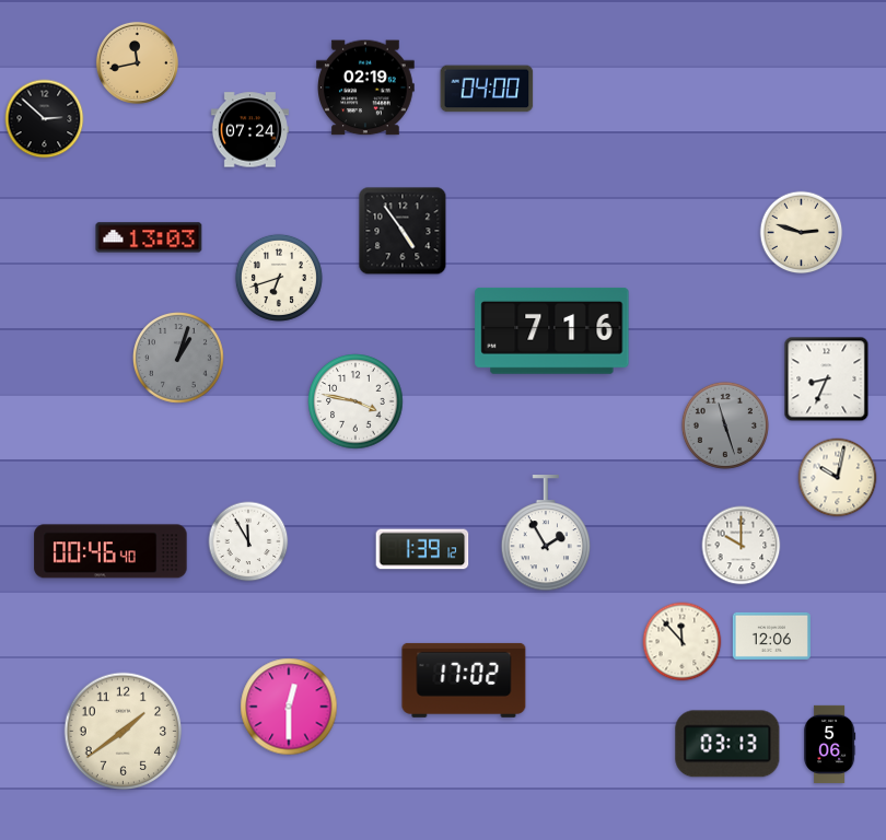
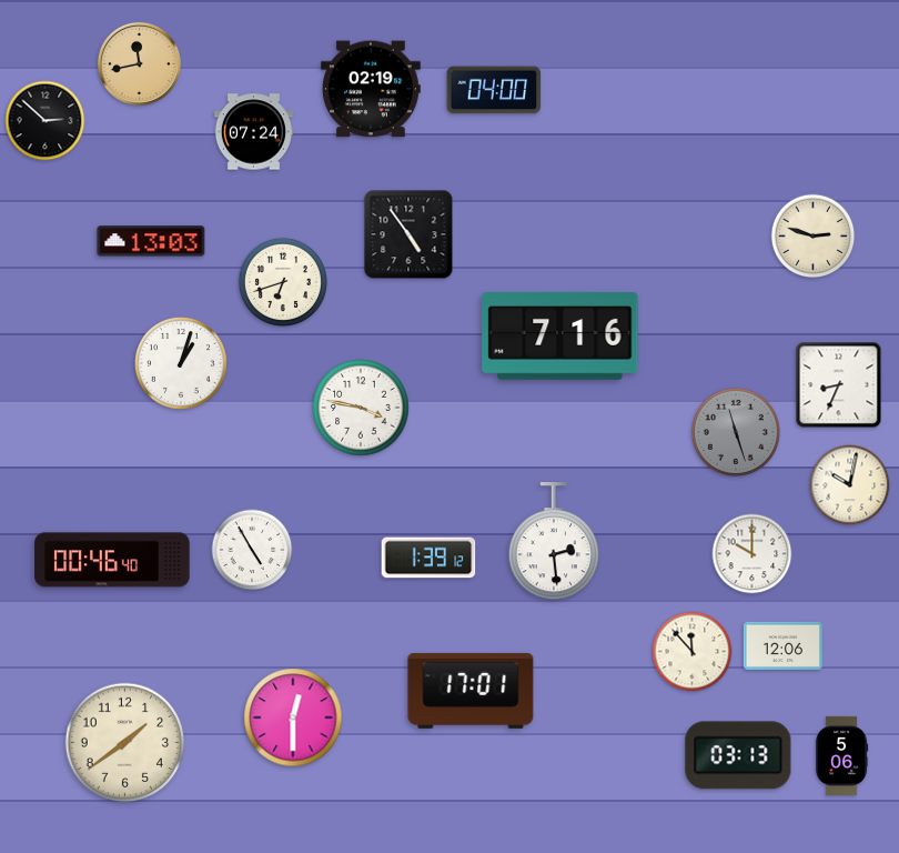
clock at (179, 359) dial: grey -> white
clock at (546, 534): 1:55 -> 2:29
clock at (248, 541): 11:55 -> 4:55
clock at (464, 680): 17:02 -> 17:01
